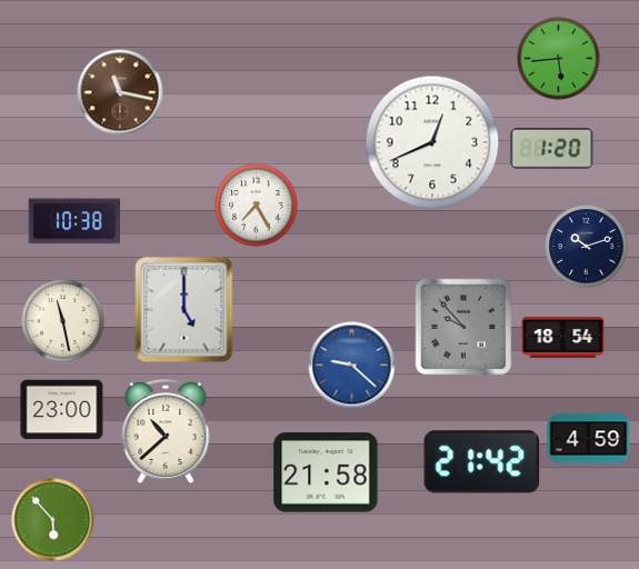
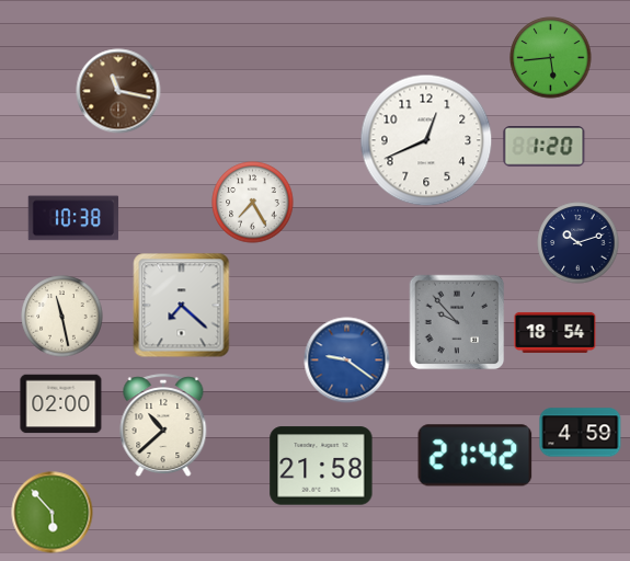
clock at (184, 310): 5:00 -> 7:22
clock at (352, 366): 9:22 -> 9:21
clock at (62, 410): 23:00 -> 02:00
